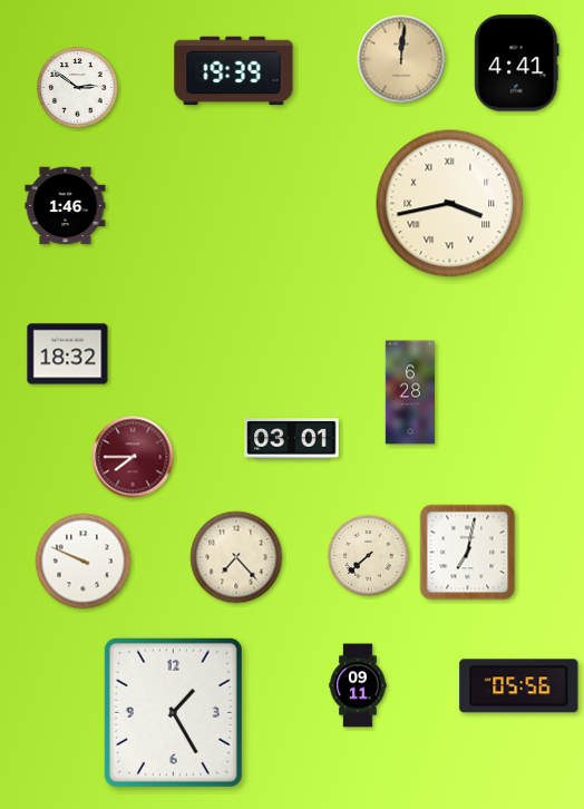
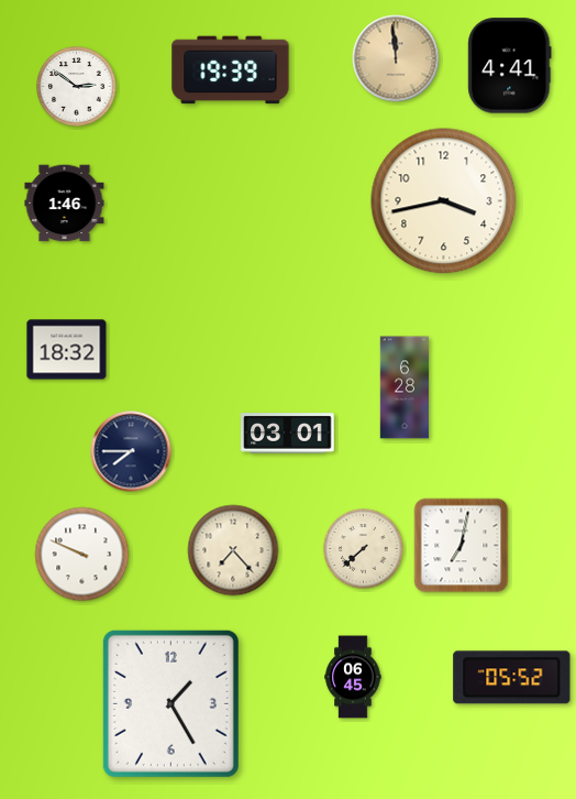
clock at (401, 59): 12:01 -> 11:59
clock at (517, 64) position: (517, 64) -> (510, 66)
clock at (450, 204) numerals: Roman -> Arabic
clock at (133, 457) dial: burgundy -> navy
clock at (358, 685): 09:11 -> 06:45
clock at (519, 686): 05:56 -> 05:52
